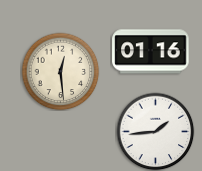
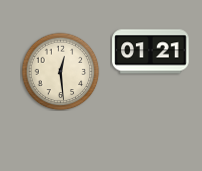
clock at (151, 52): 01:16 -> 01:21
clock at (155, 131): 1:44 -> none
